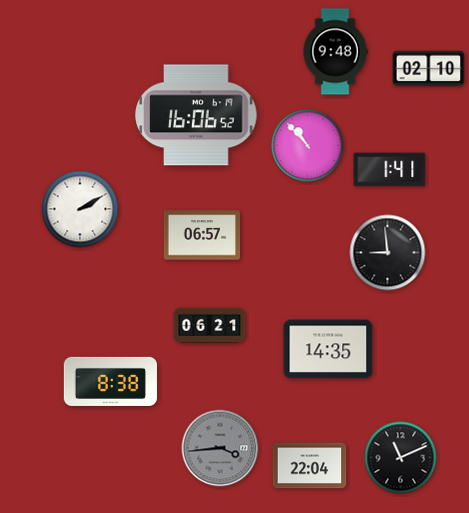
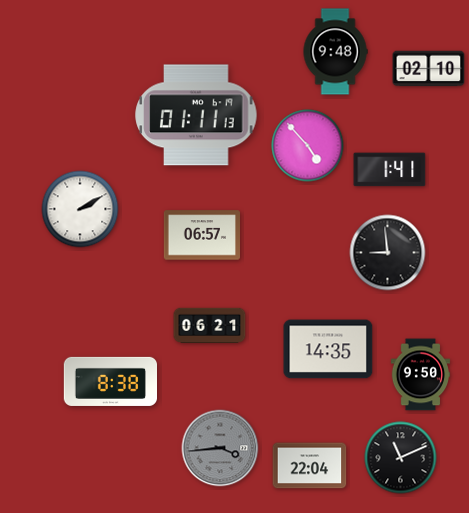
clock at (196, 115): 16:06 -> 01:11
clock at (308, 146): 10:53 -> 4:53
clock at (421, 375): none -> 9:50
